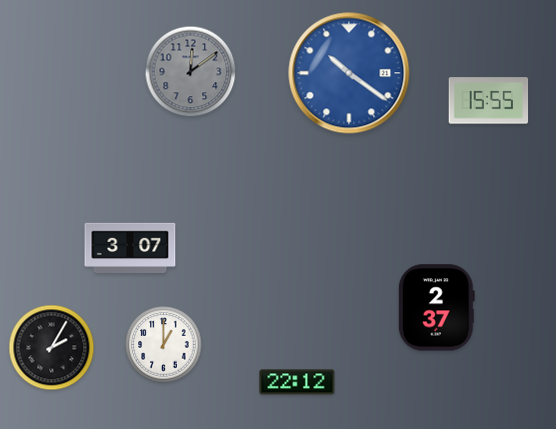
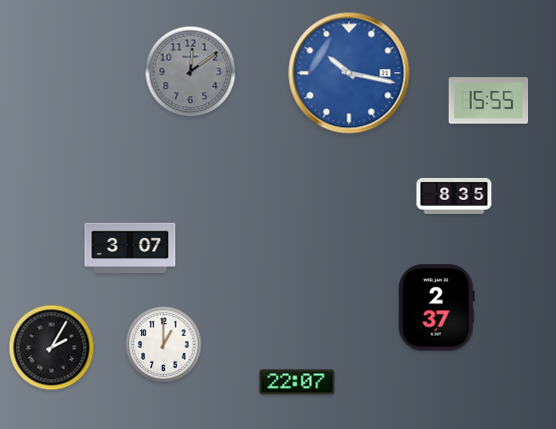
clock at (349, 73): 10:21 -> 10:17
clock at (454, 196): none -> 8:35
clock at (297, 382): 22:12 -> 22:07
